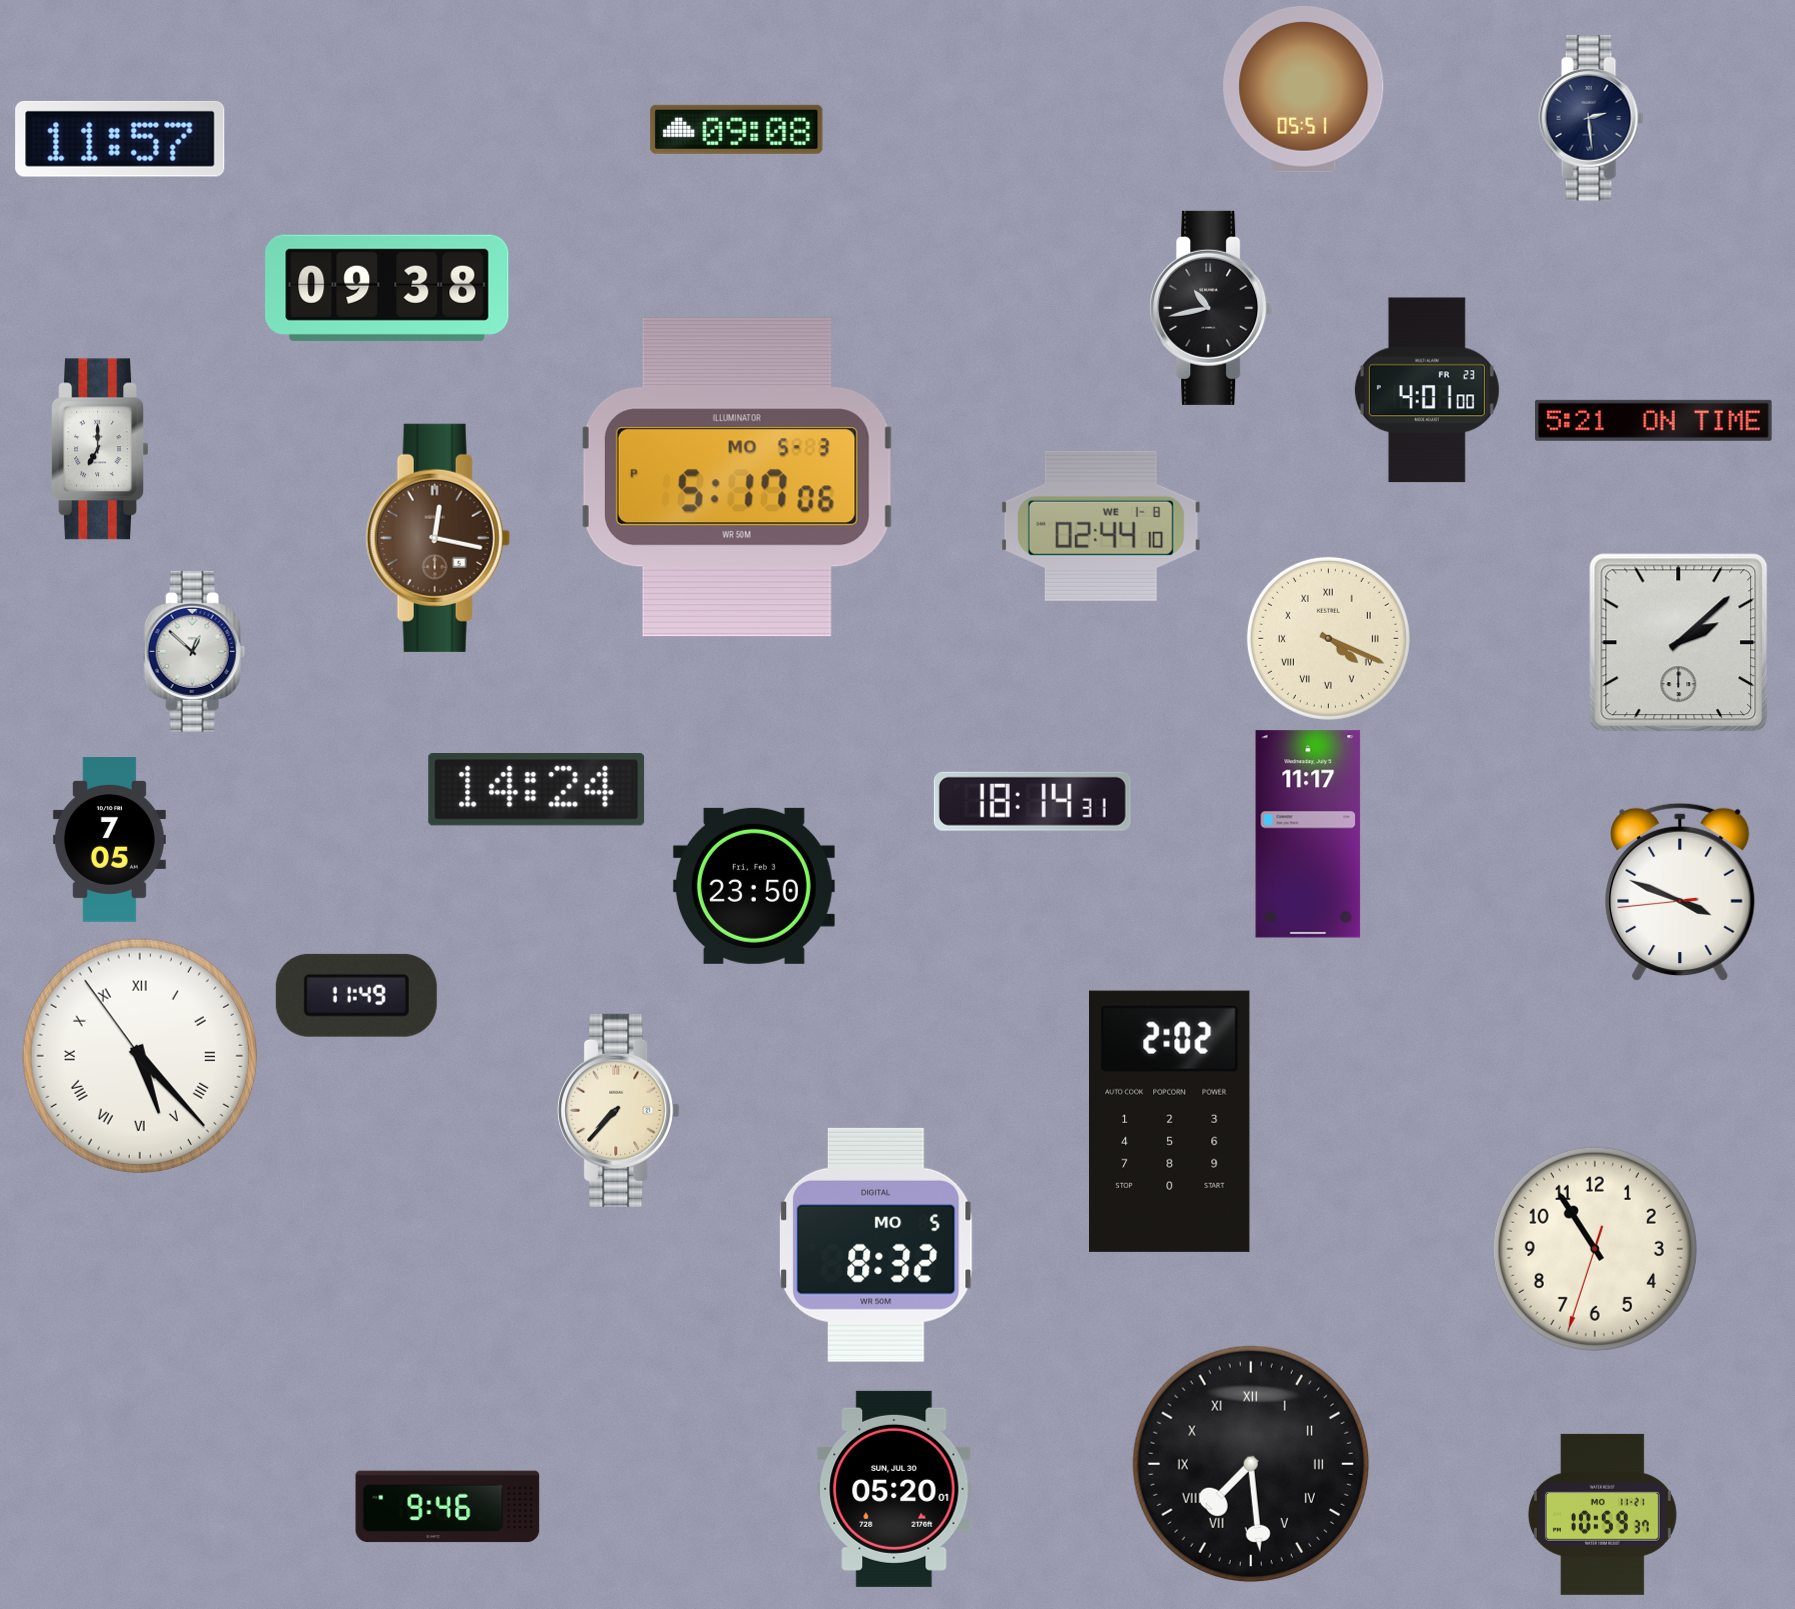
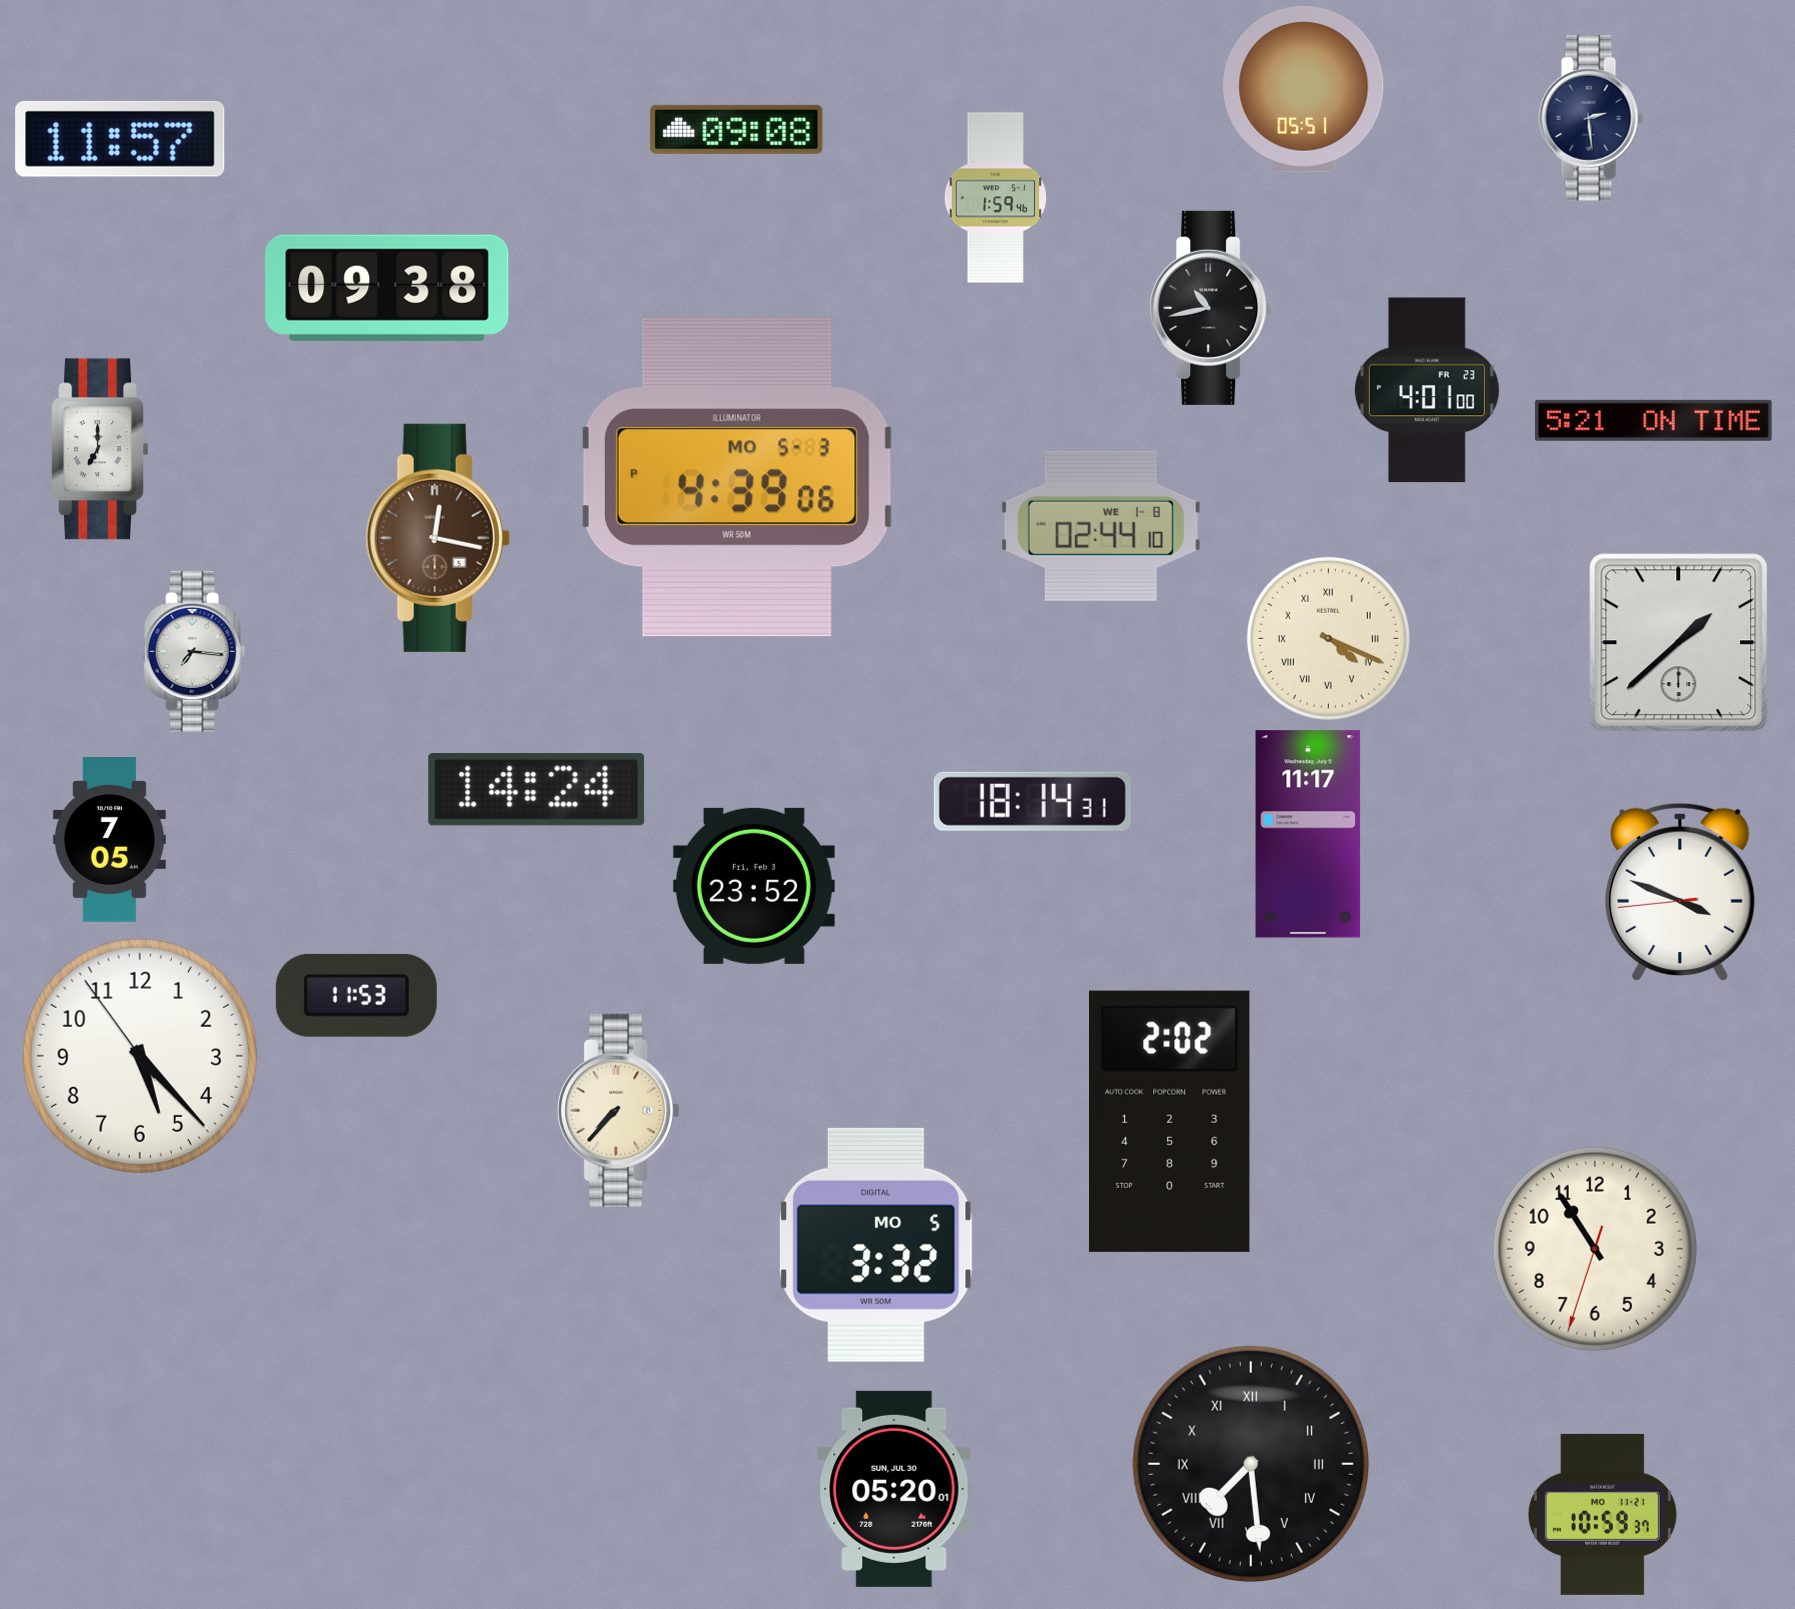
clock at (996, 198): none -> 1:59
clock at (737, 477): 5:17 -> 4:39
clock at (1679, 643): 2:08 -> 1:38
clock at (195, 651): 12:52 -> 7:16
clock at (754, 886): 23:50 -> 23:52
clock at (356, 995): 11:49 -> 11:53
clock at (140, 1056) numerals: Roman -> Arabic
clock at (876, 1245): 8:32 -> 3:32
clock at (448, 1507): 9:46 -> none
